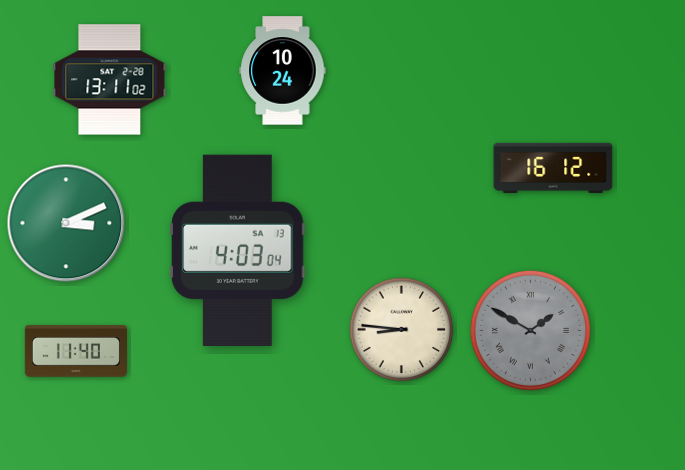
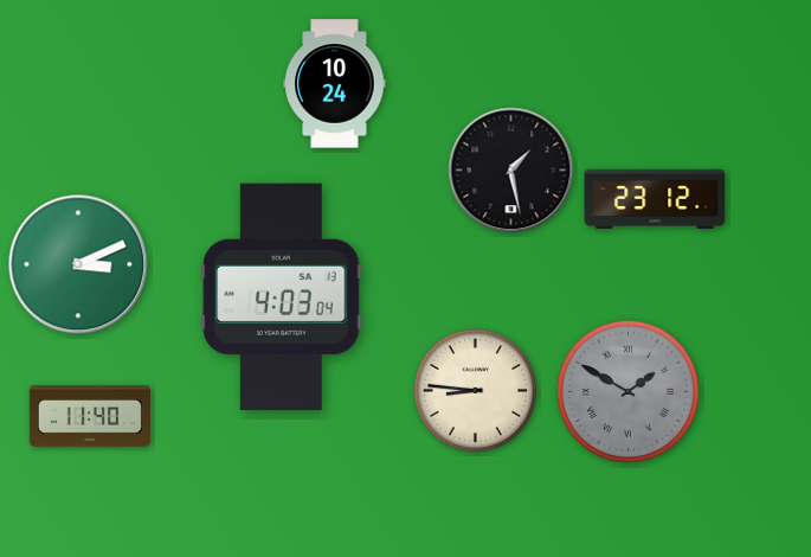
clock at (110, 80): 13:11 -> none
clock at (511, 171): none -> 1:28
clock at (553, 168): 16:12 -> 23:12
